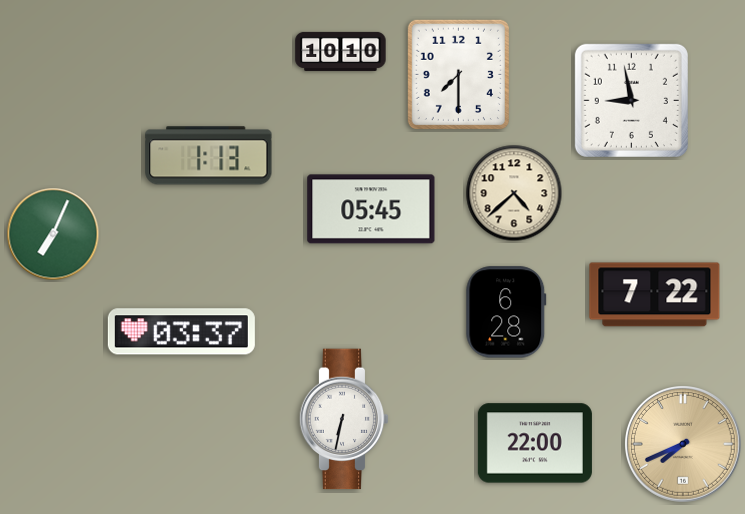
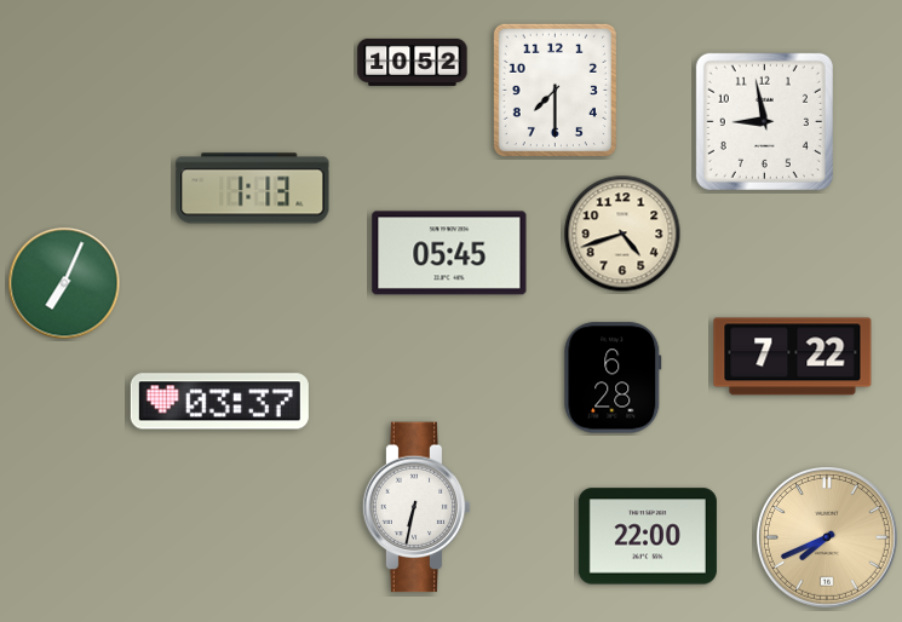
clock at (341, 51): 10:10 -> 10:52
clock at (514, 193): 4:38 -> 4:42
